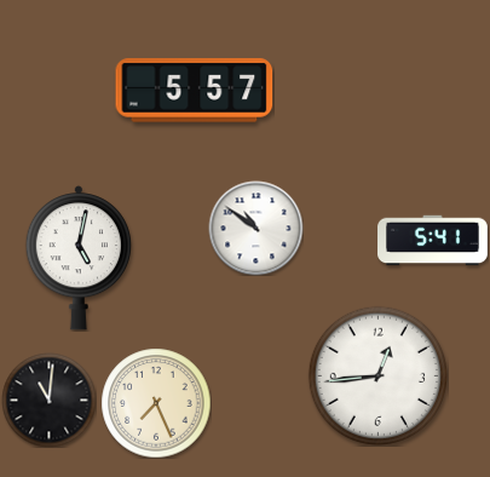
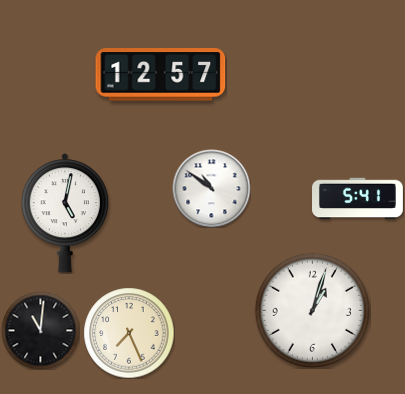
clock at (195, 91): 5:57 -> 12:57
clock at (377, 375): 12:44 -> 1:03
